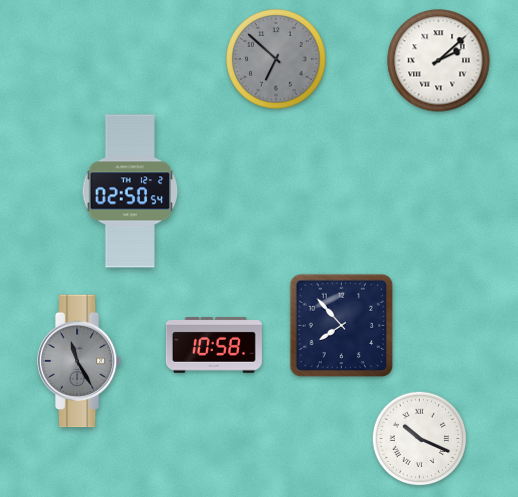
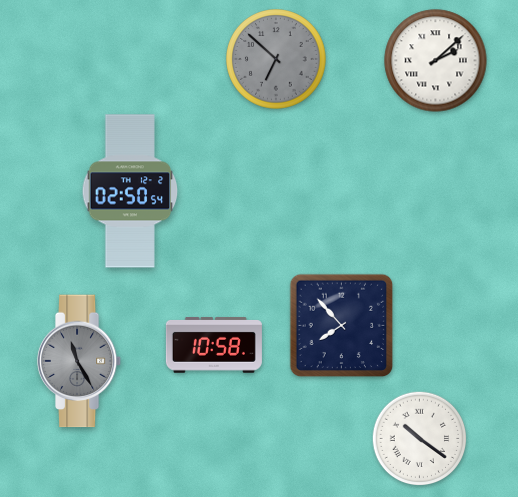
clock at (439, 61) position: (439, 61) -> (436, 61)
clock at (420, 439): 10:19 -> 10:21
